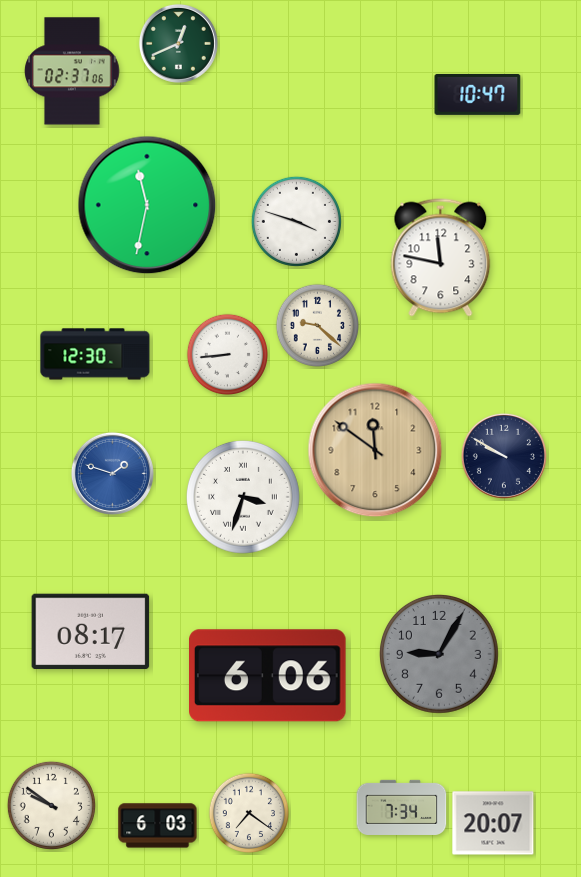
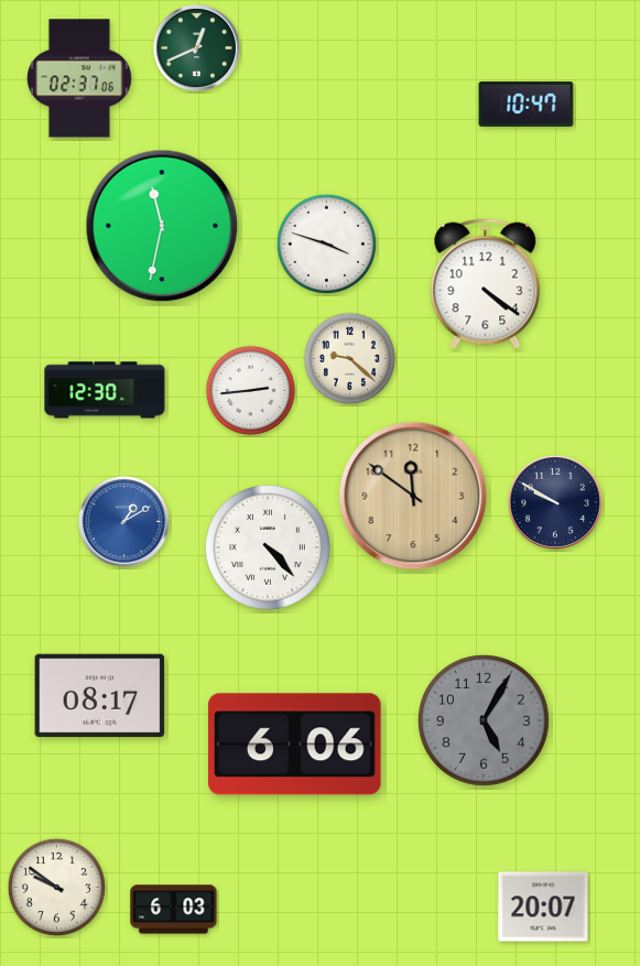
clock at (441, 258): 11:47 -> 4:21
clock at (227, 354): 8:44 -> 2:44
clock at (112, 473): 1:48 -> 1:10
clock at (243, 497): 3:33 -> 4:23
clock at (440, 655): 9:05 -> 5:05
clock at (402, 807): 7:34 -> none
clock at (248, 812): 7:21 -> none
